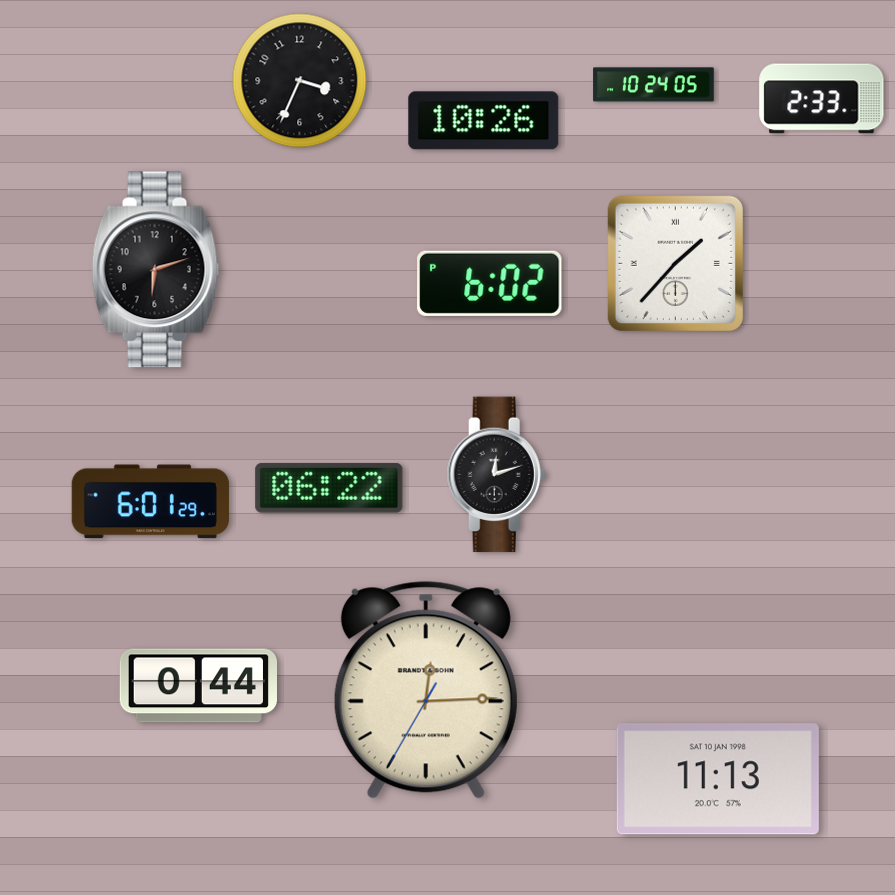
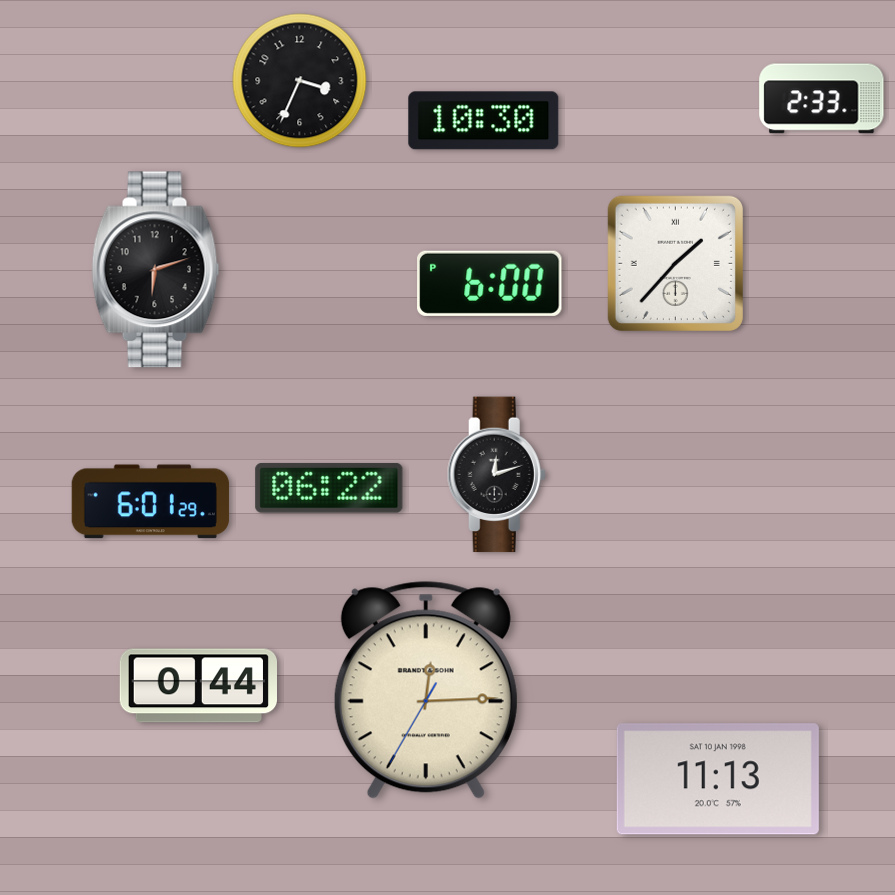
clock at (654, 85): 10:24 -> none
clock at (484, 121): 10:26 -> 10:30
clock at (490, 283): 6:02 -> 6:00
